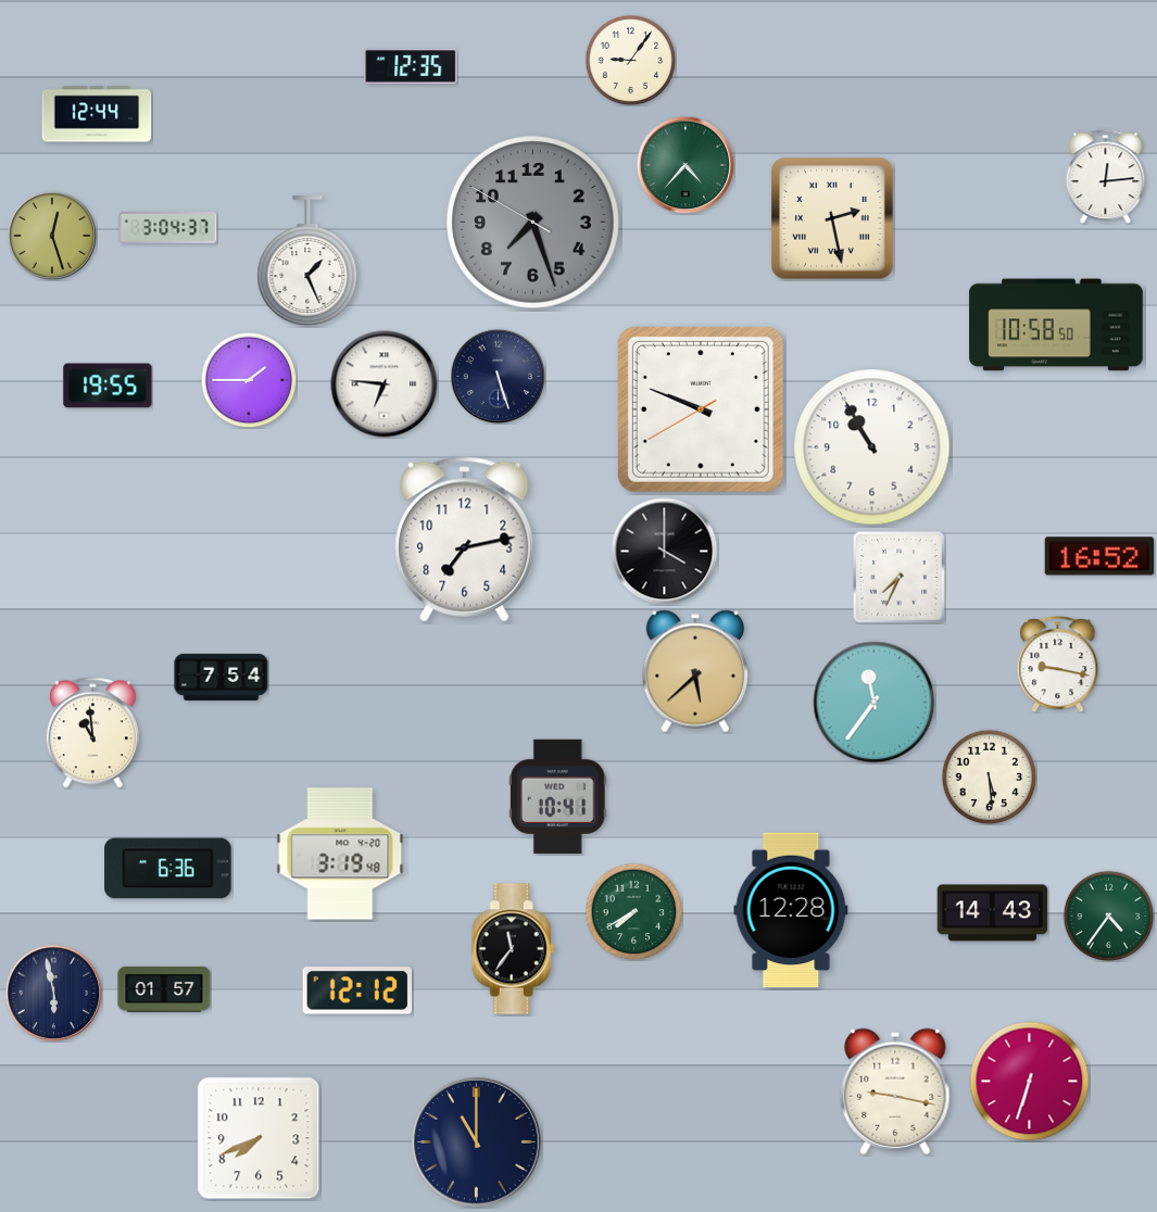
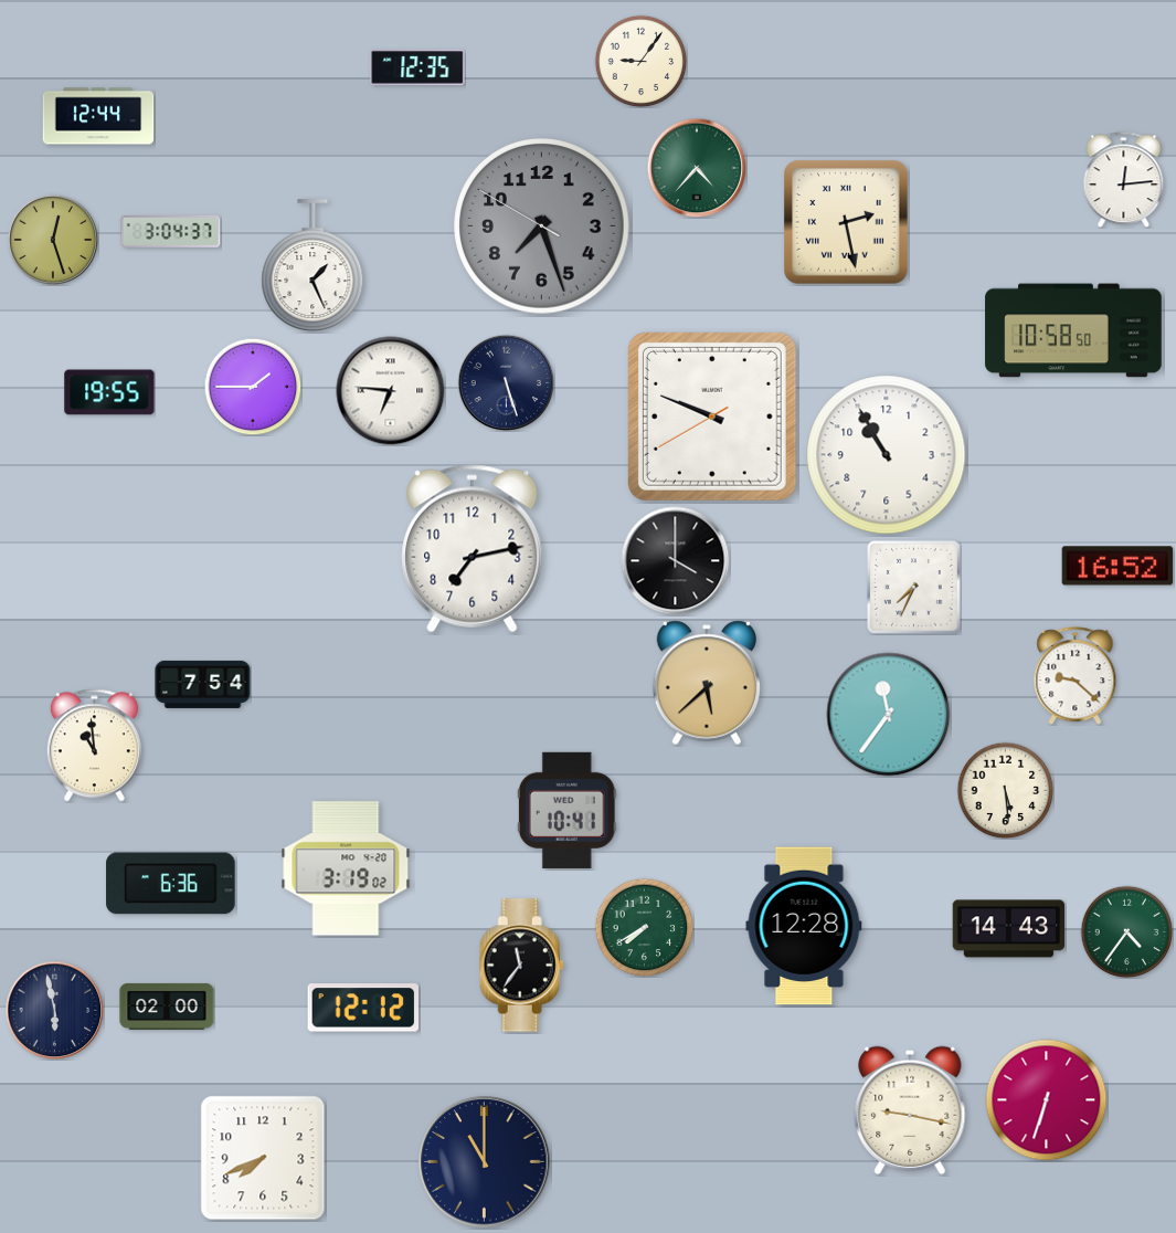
clock at (1058, 665): 9:17 -> 9:22
clock at (222, 677) position: (222, 677) -> (203, 684)
clock at (340, 854): 3:19:48 -> 3:19:02
clock at (164, 989): 01:57 -> 02:00
